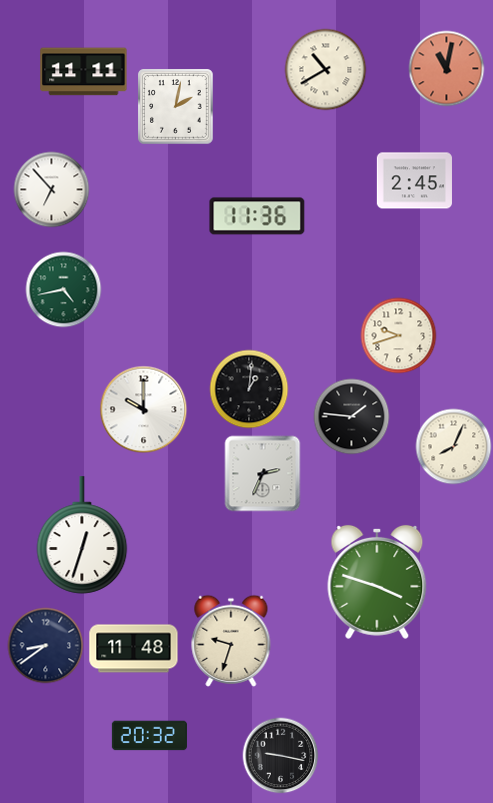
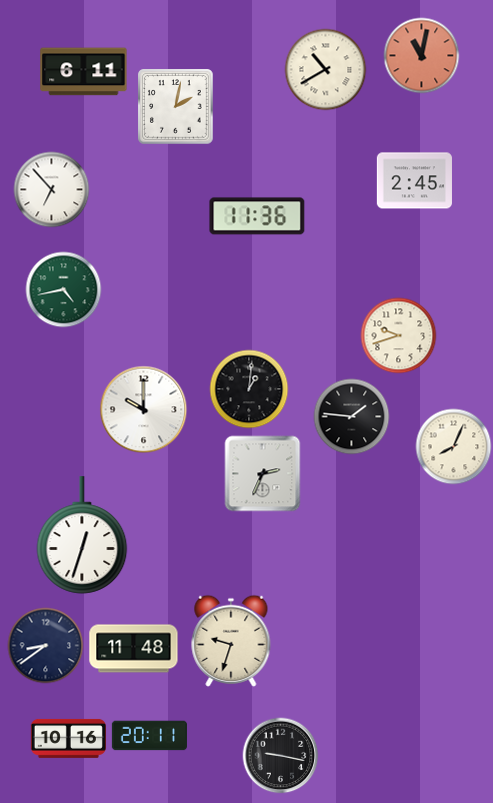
clock at (447, 69) position: (447, 69) -> (422, 56)
clock at (84, 72): 11:11 -> 6:11
clock at (377, 582): 3:48 -> none
clock at (149, 736): 20:32 -> 20:11
clock at (68, 738): none -> 10:16
